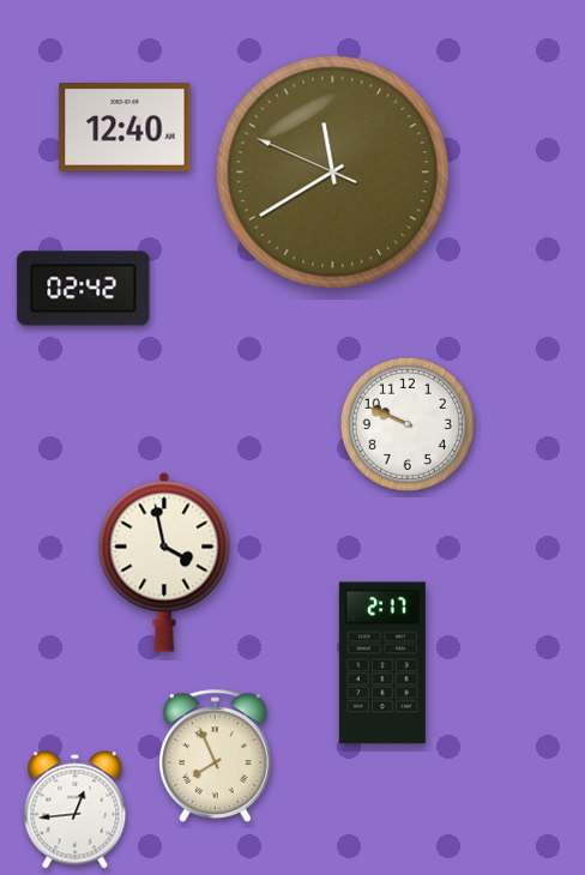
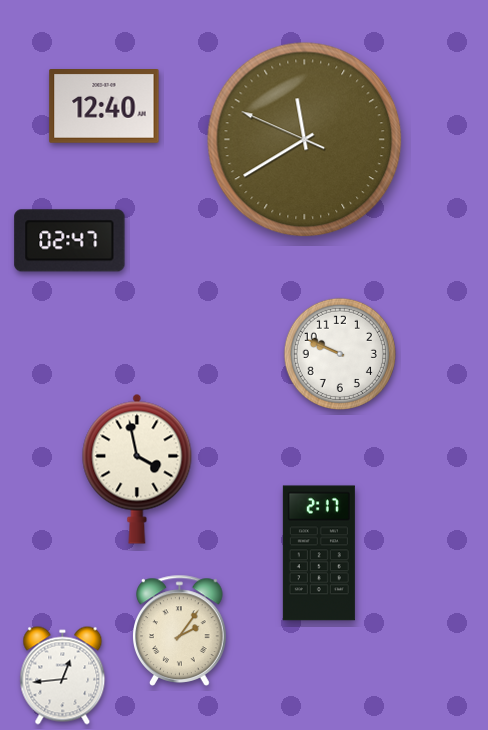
clock at (333, 173) position: (333, 173) -> (305, 140)
clock at (84, 289): 02:42 -> 02:47
clock at (216, 755): 7:56 -> 2:06
